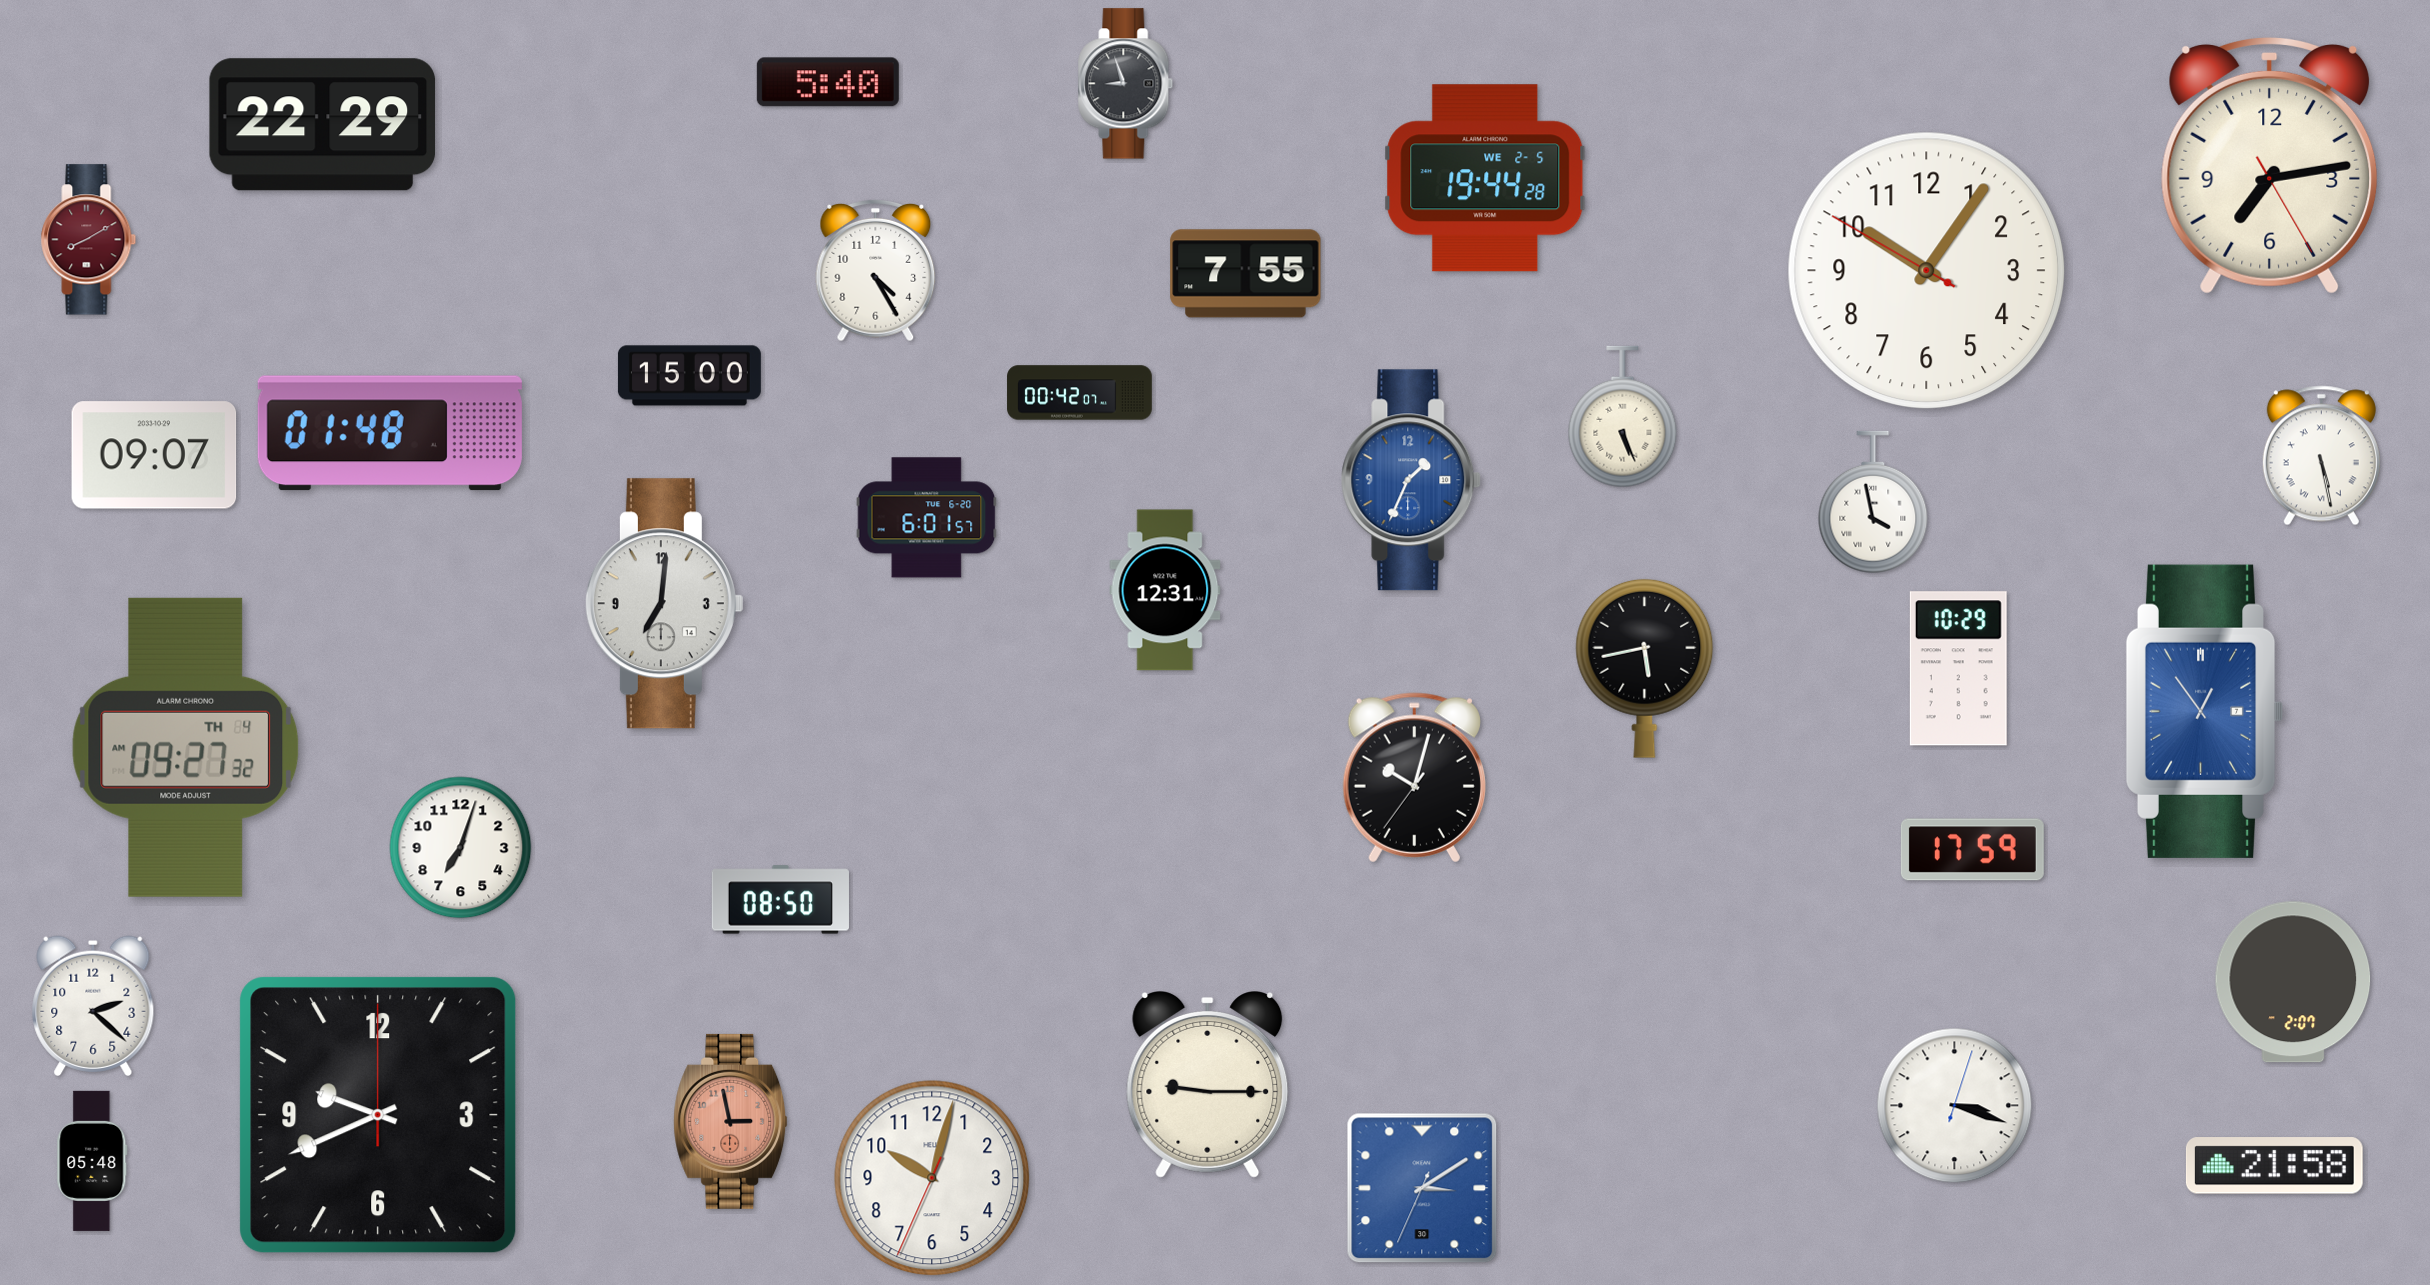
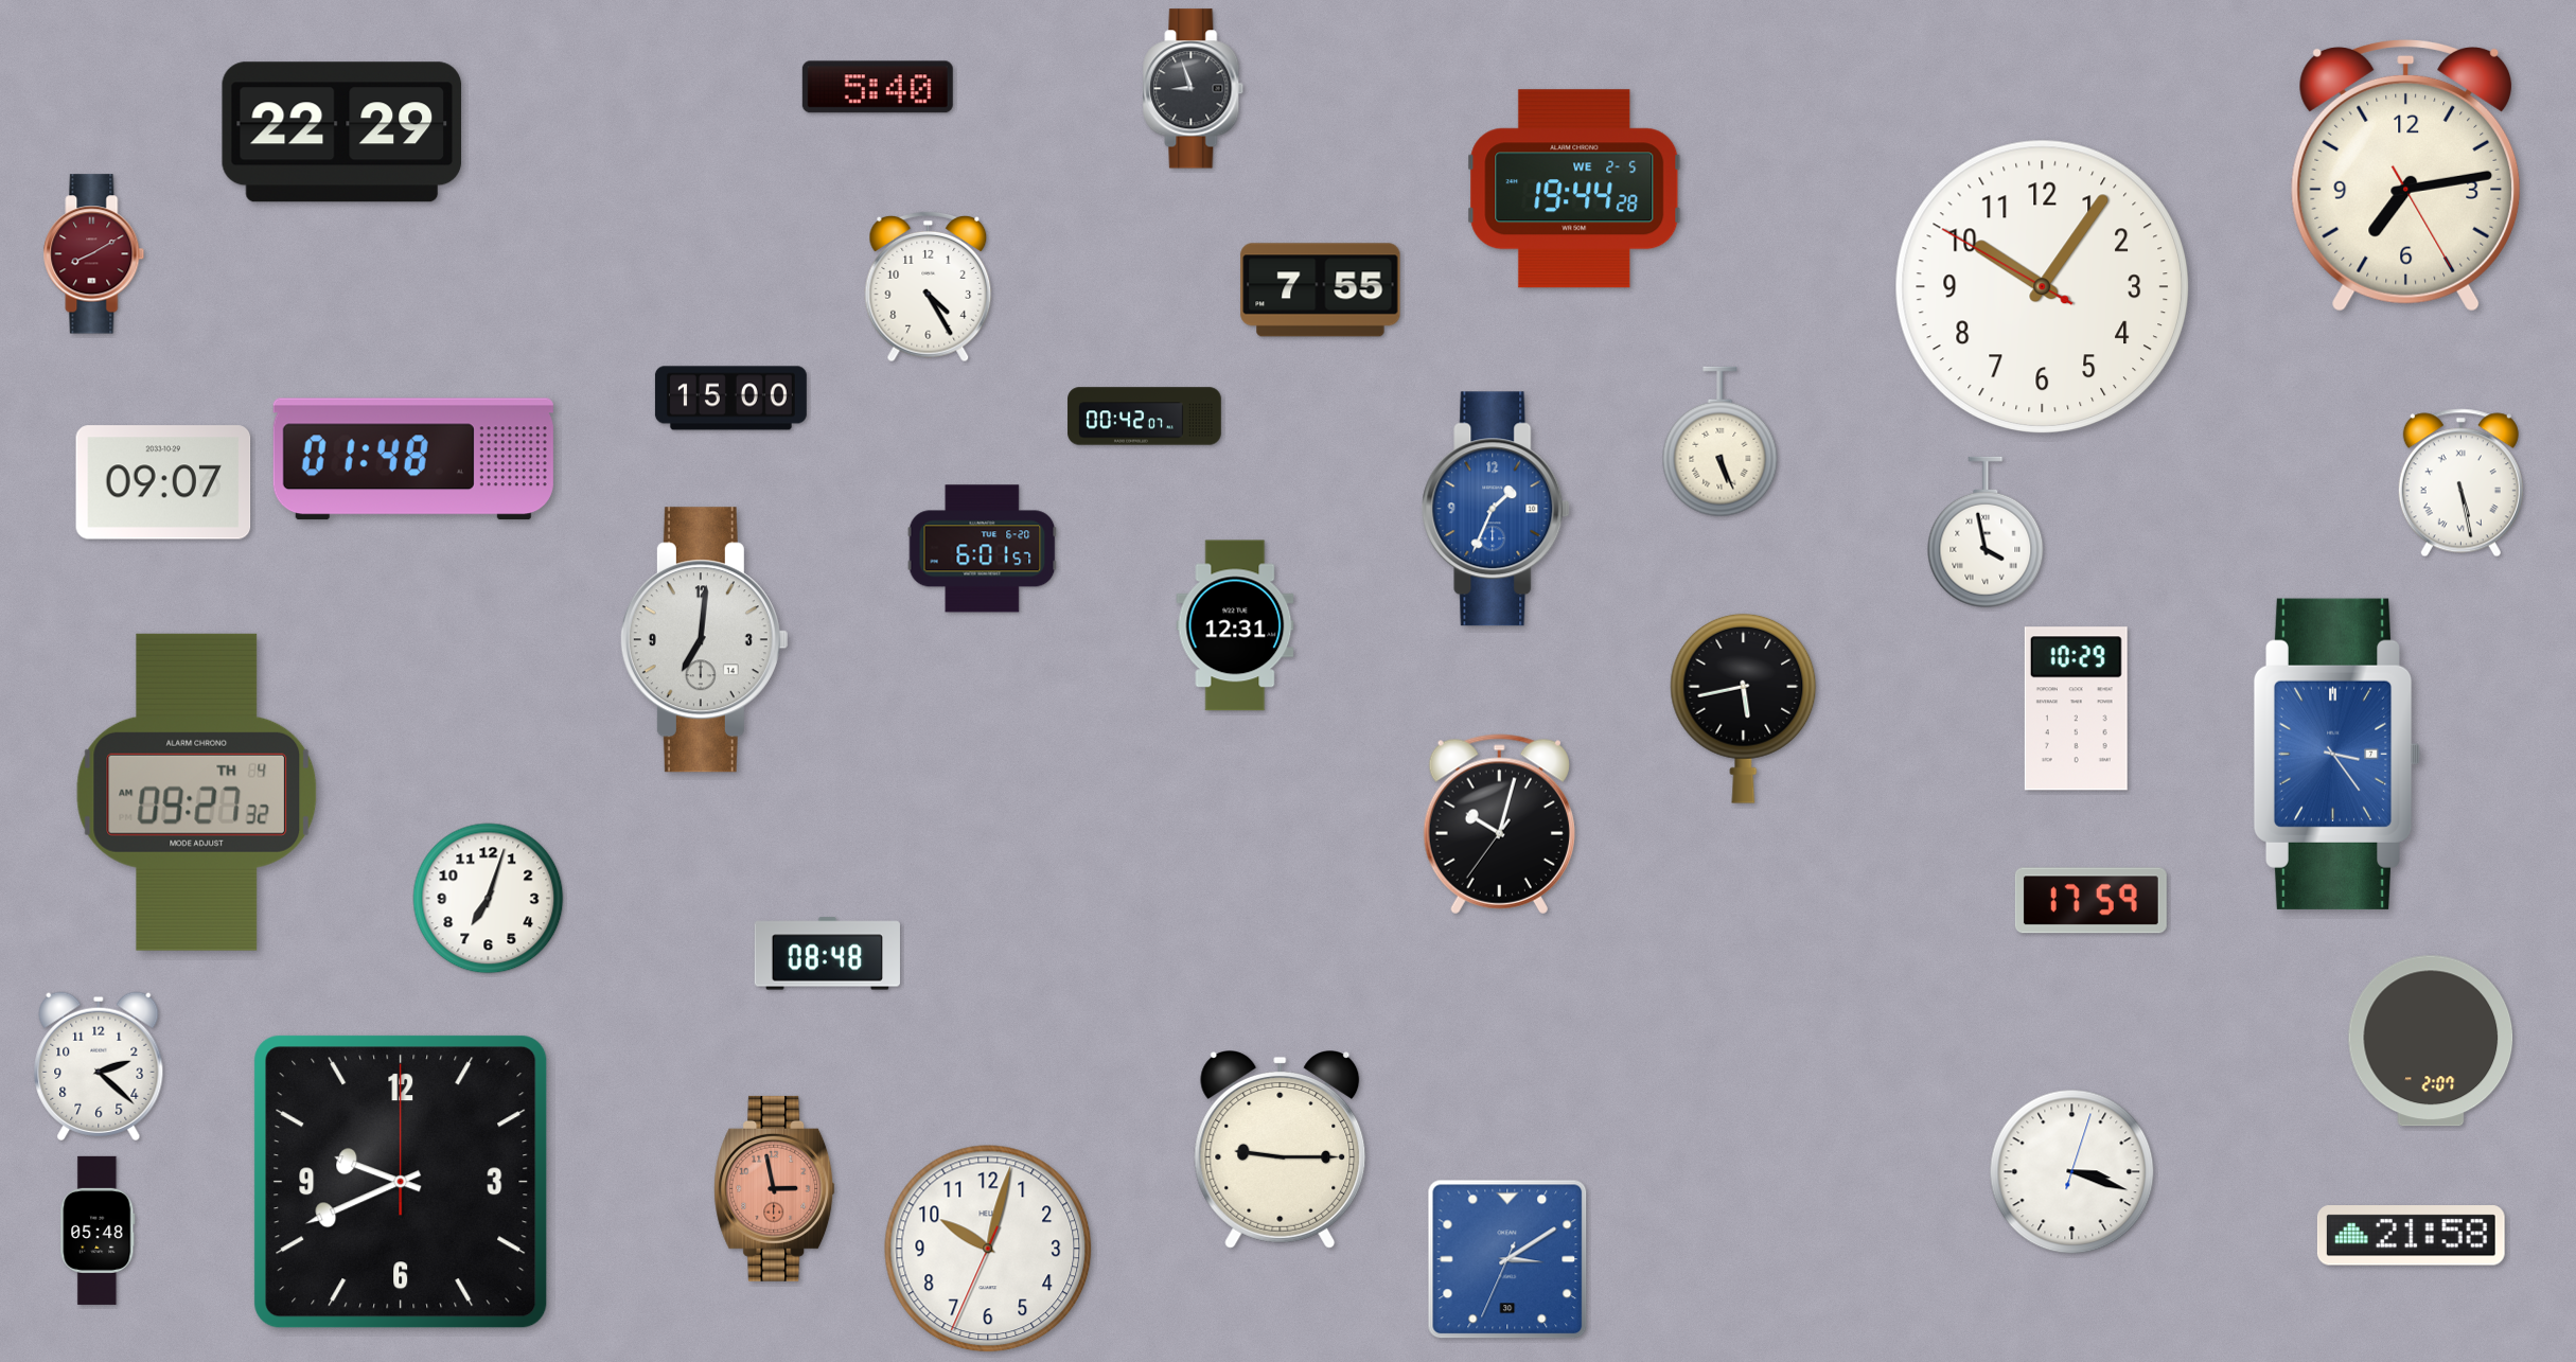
clock at (2205, 711): 12:54 -> 3:24
clock at (780, 900): 08:50 -> 08:48
